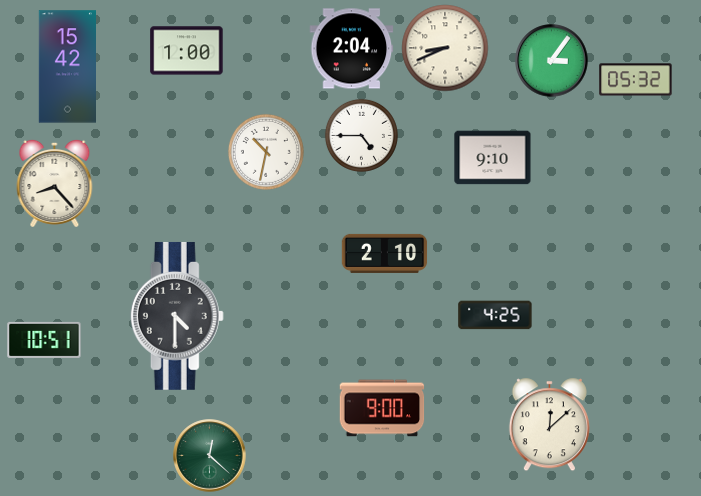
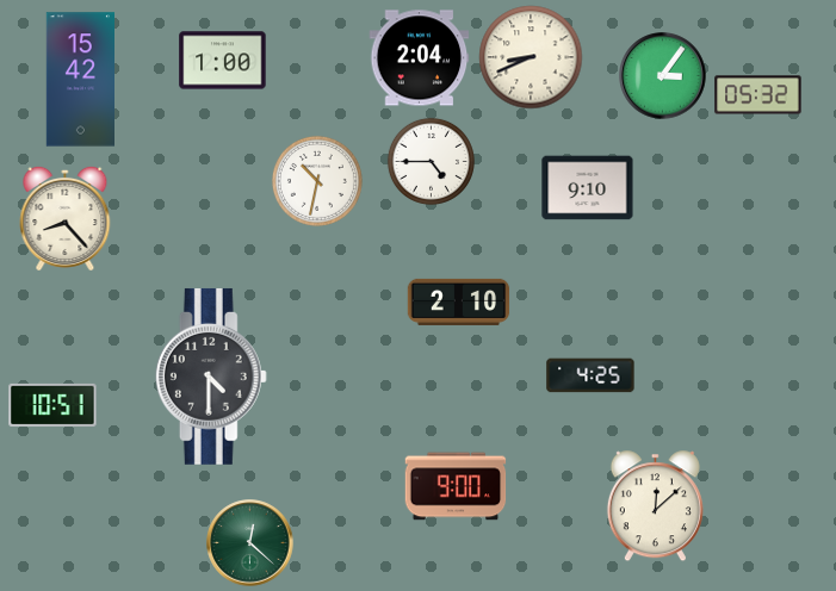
clock at (552, 61) position: (552, 61) -> (663, 76)
